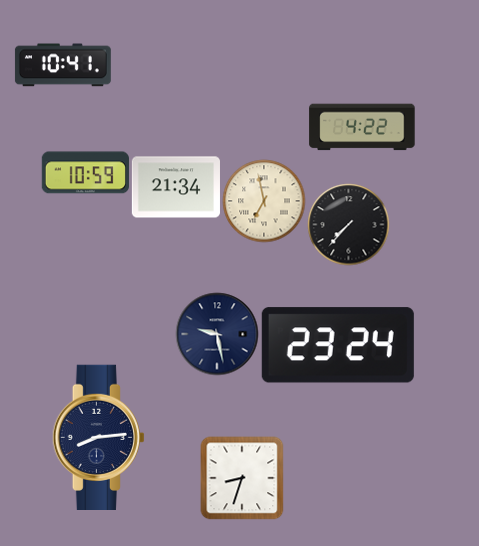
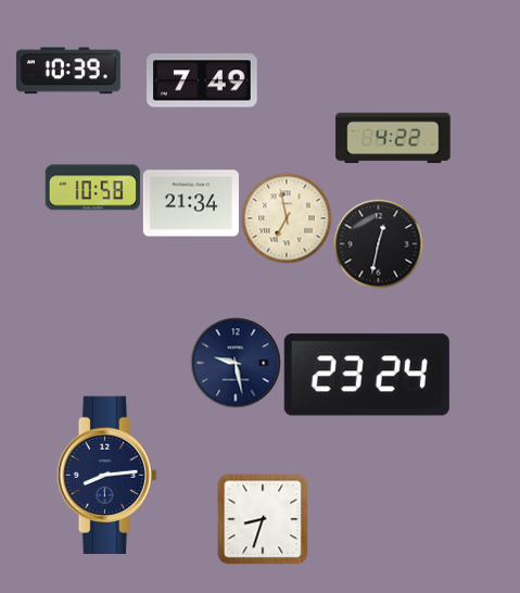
clock at (63, 65): 10:41 -> 10:39
clock at (202, 80): none -> 7:49
clock at (85, 173): 10:59 -> 10:58
clock at (348, 224): 7:37 -> 12:32
